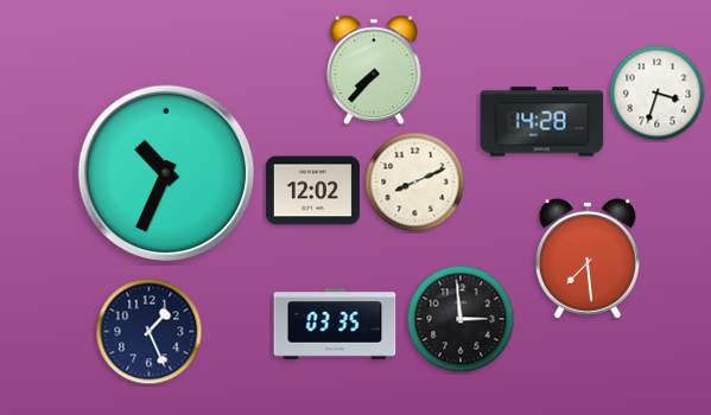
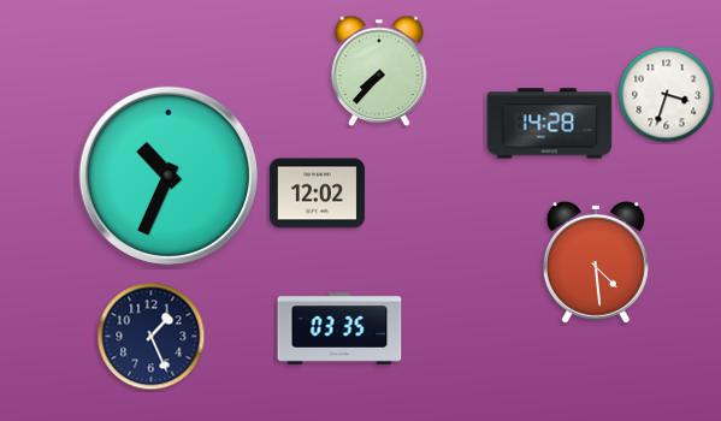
clock at (415, 183): 8:11 -> none
clock at (588, 258): 7:29 -> 4:29
clock at (461, 319): 2:59 -> none
